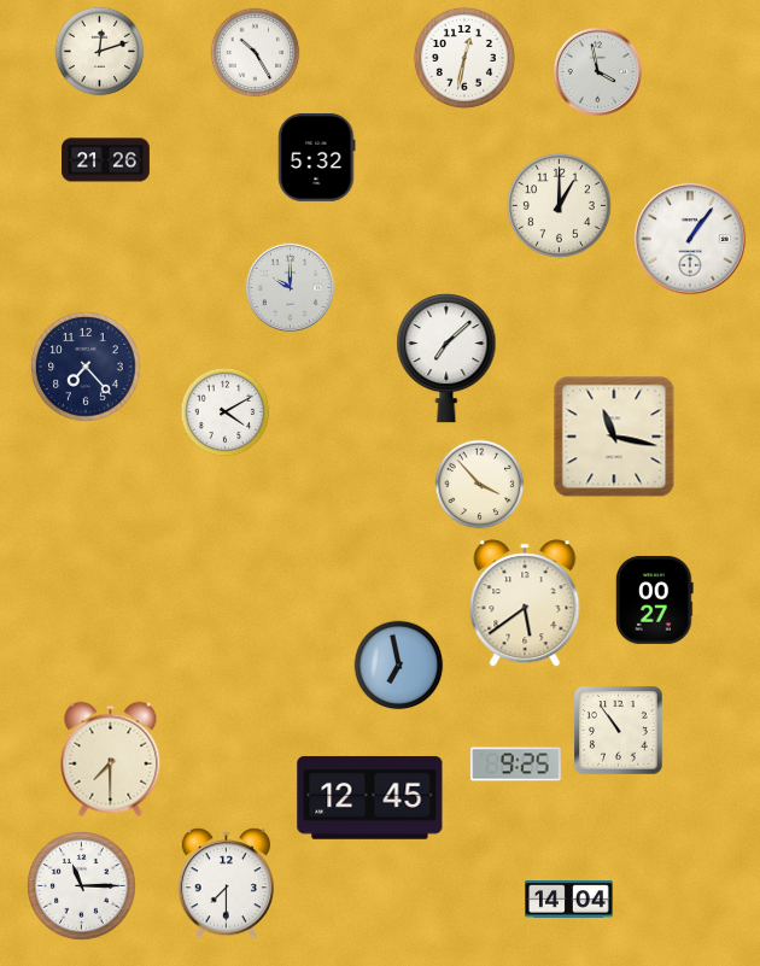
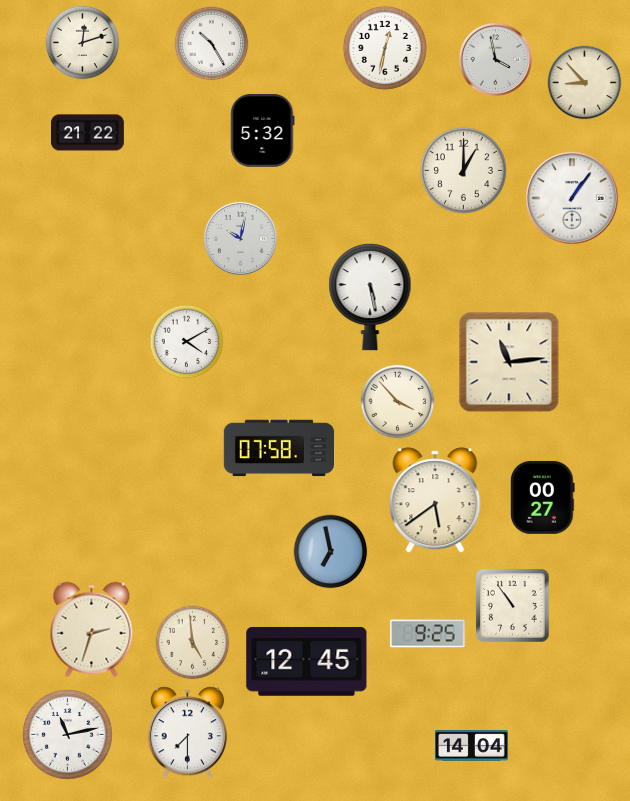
clock at (585, 83): none -> 8:53
clock at (106, 160): 21:26 -> 21:22
clock at (290, 287): 10:00 -> 10:02
clock at (446, 359): 7:08 -> 5:28
clock at (86, 367): 7:23 -> none
clock at (614, 437): 11:17 -> 11:14
clock at (278, 448): none -> 07:58
clock at (111, 760): 7:30 -> 2:33
clock at (193, 643): none -> 4:59
clock at (82, 886): 11:15 -> 11:13
